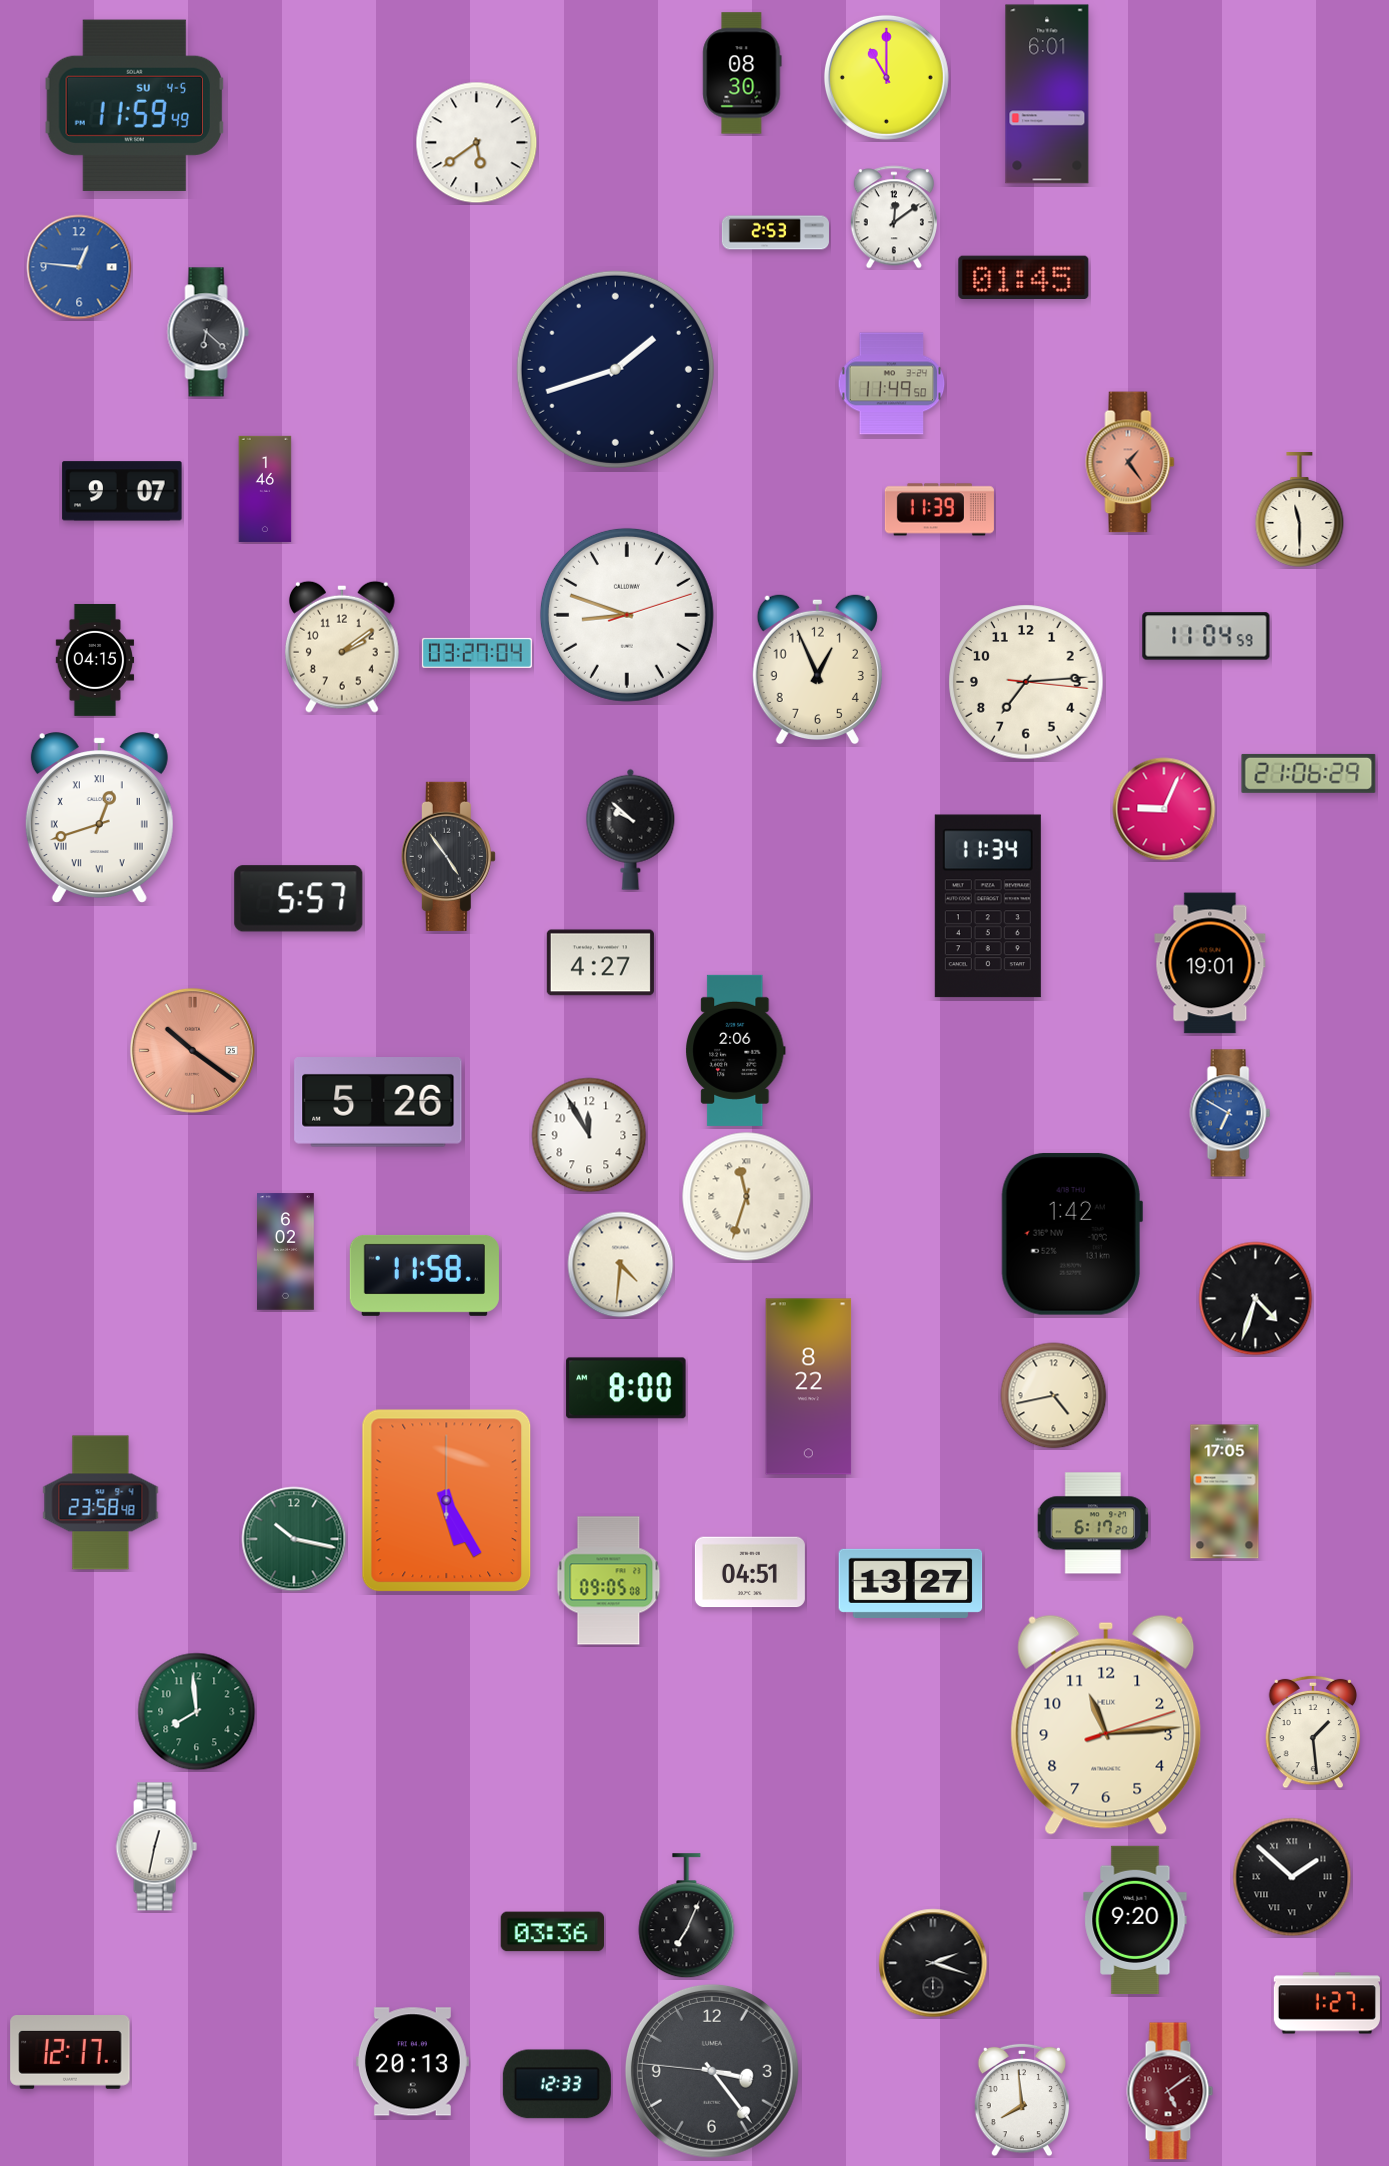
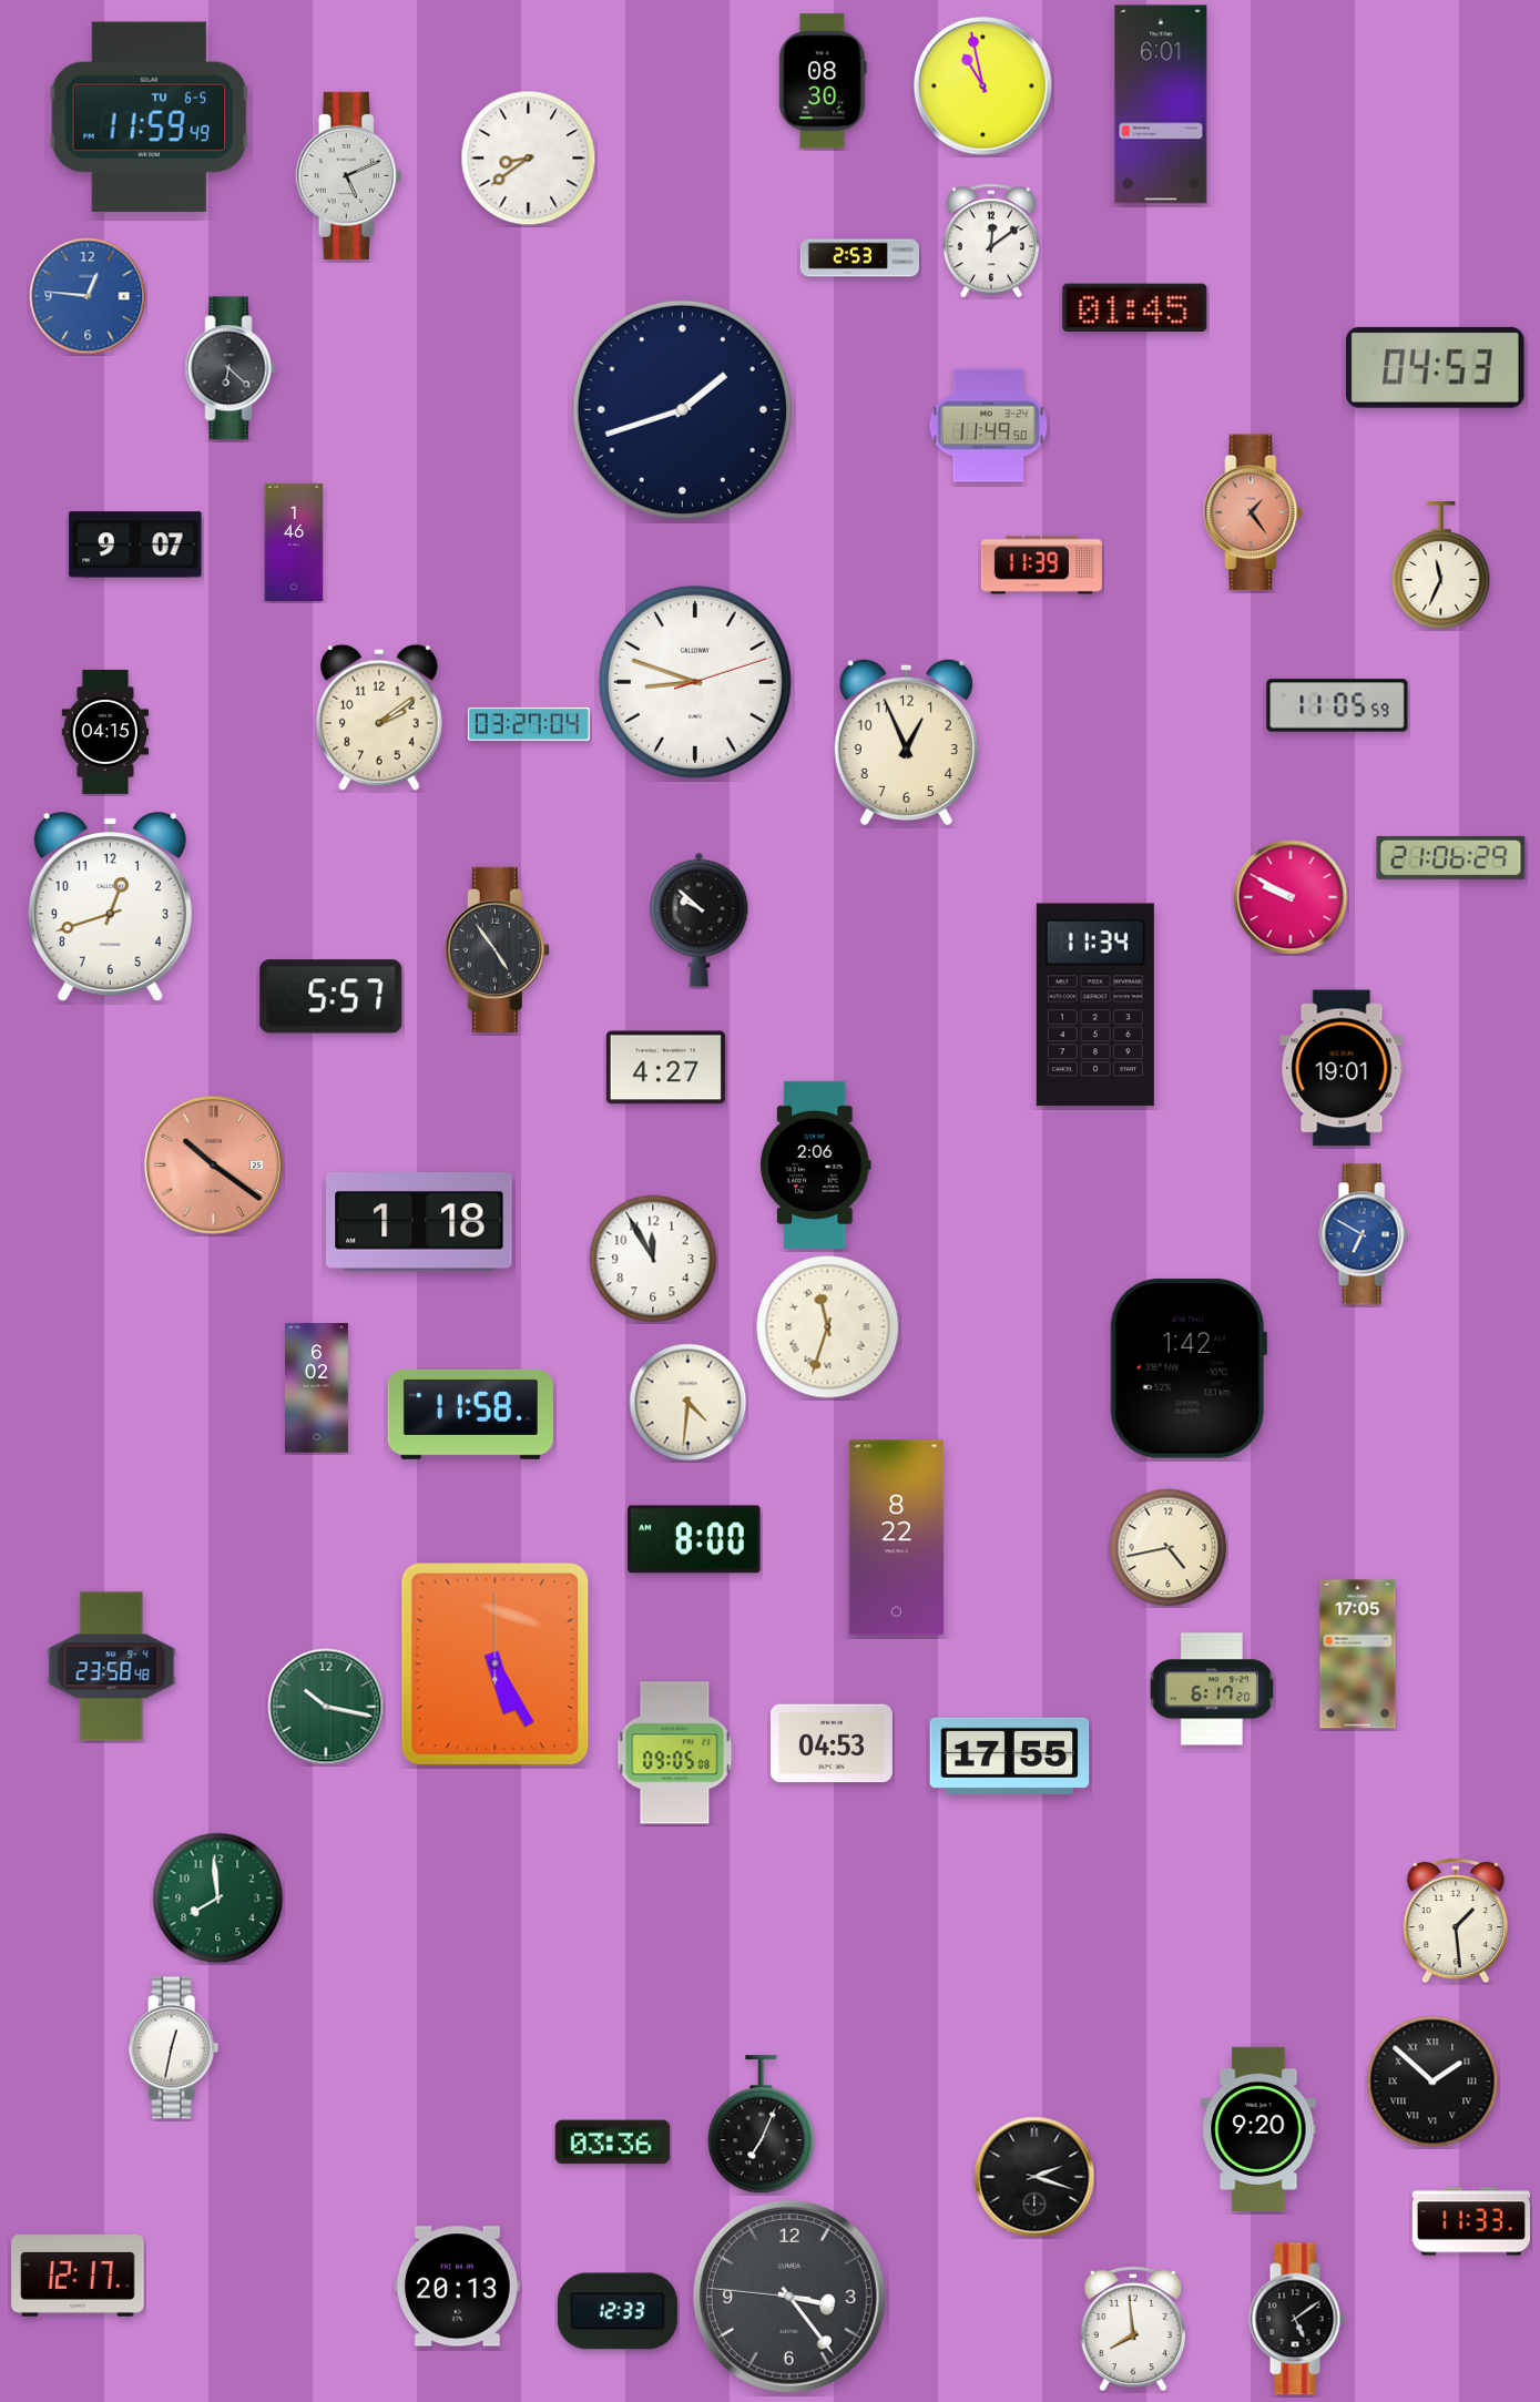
clock at (886, 77): 11:00 -> 10:58
clock at (135, 105) date: SU 4-5 -> TU 6-5
clock at (477, 143): 5:39 -> 8:39
clock at (349, 175): none -> 5:11
clock at (1435, 367): none -> 04:53
clock at (1300, 510): 11:30 -> 11:34
clock at (1206, 636): 11:04 -> 11:05
clock at (1026, 682): 7:14 -> none
clock at (1164, 809): 9:04 -> 9:50
clock at (99, 817) numerals: Roman -> Arabic
clock at (378, 1103): 5:26 -> 1:18
clock at (1256, 1299): 4:33 -> none
clock at (750, 1572): 04:51 -> 04:53
clock at (911, 1583): 13:27 -> 17:55
clock at (1106, 1725): 11:14 -> none
clock at (1327, 2003): 1:27 -> 11:33
clock at (1170, 2091) dial: burgundy -> black
